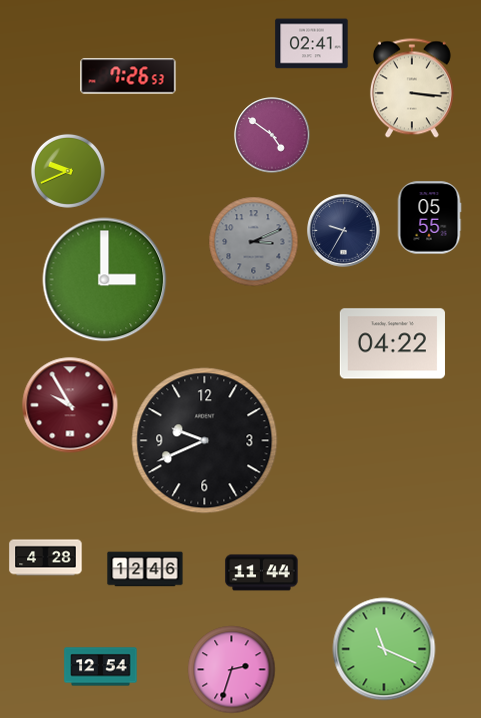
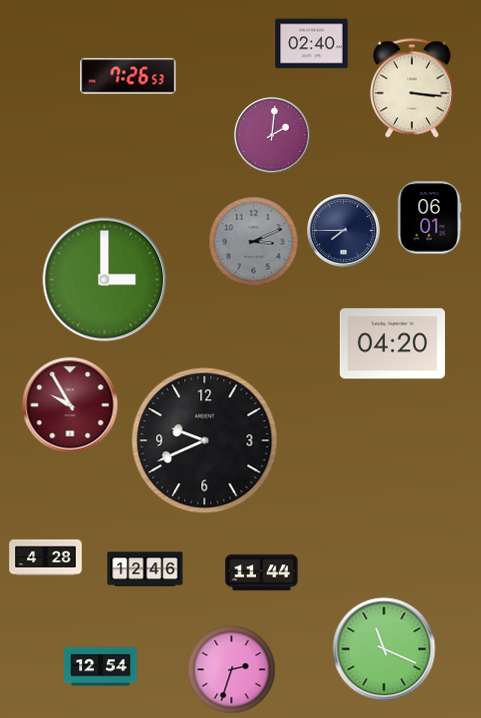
clock at (312, 44): 02:41 -> 02:40
clock at (272, 135): 4:51 -> 2:01
clock at (68, 171): 9:41 -> none
clock at (429, 218): 05:55 -> 06:01
clock at (344, 231): 9:35 -> 7:45
clock at (392, 344): 04:22 -> 04:20
